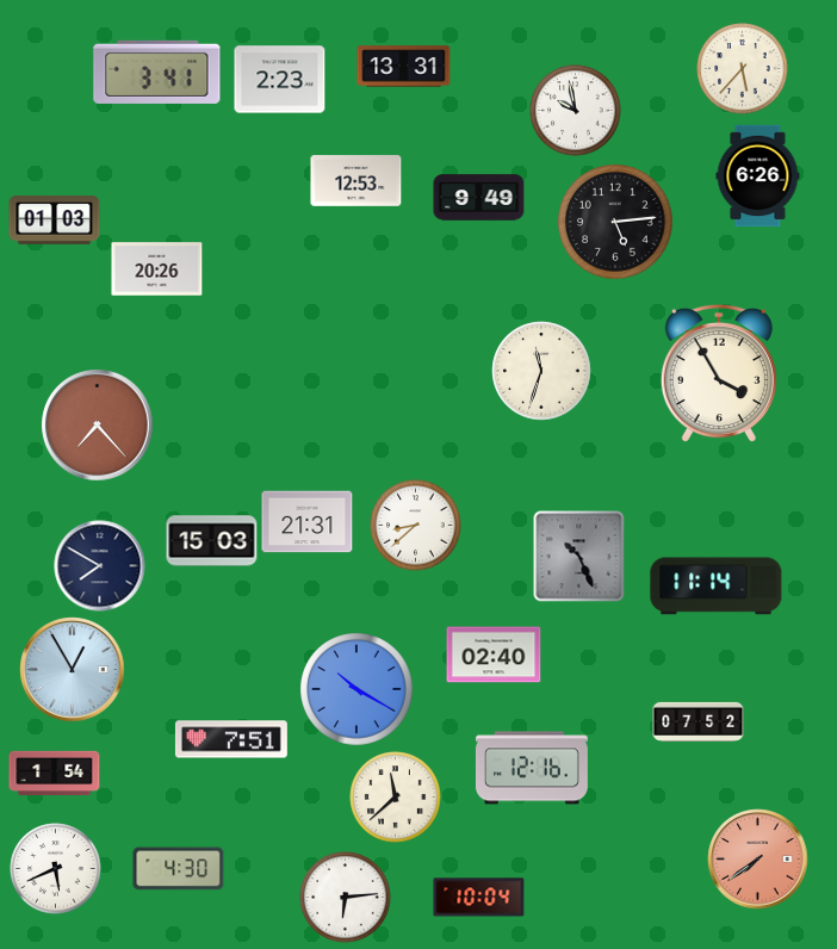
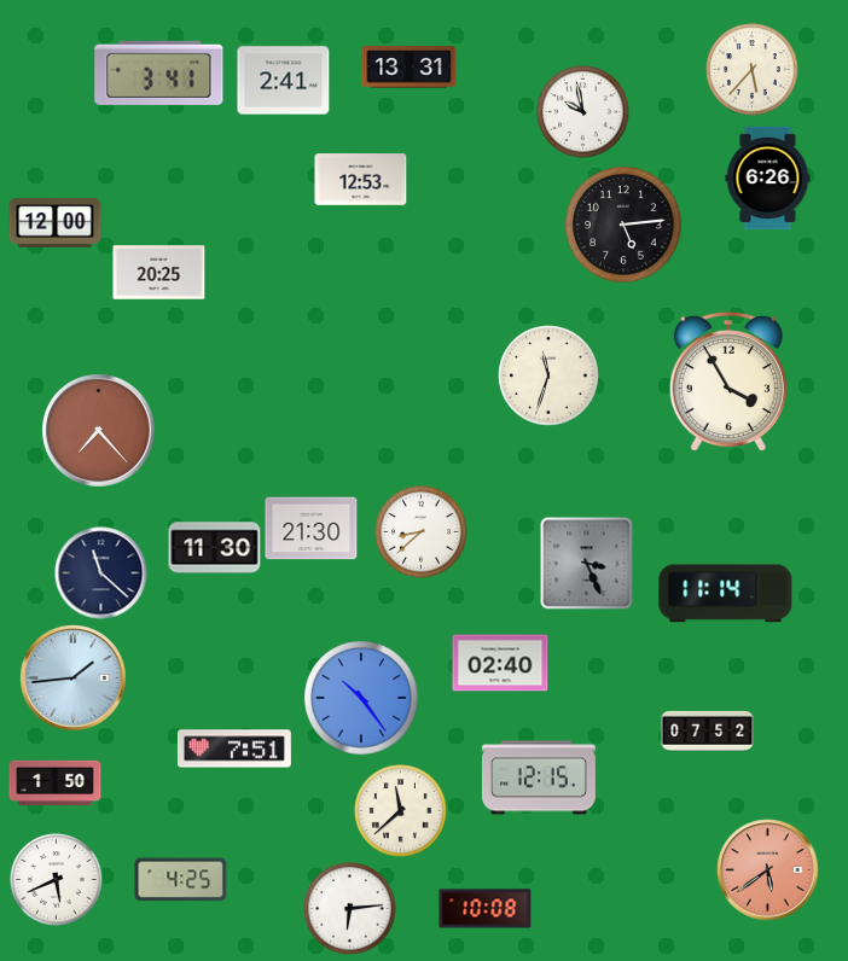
clock at (280, 80): 2:23 -> 2:41
clock at (356, 181) position: (356, 181) -> (361, 180)
clock at (479, 198): 9:49 -> none
clock at (55, 221): 01:03 -> 12:00
clock at (157, 269): 20:26 -> 20:25
clock at (719, 373) position: (719, 373) -> (728, 382)
clock at (308, 522): 21:31 -> 21:30
clock at (212, 541): 15:03 -> 11:30
clock at (579, 557): 10:26 -> 3:26
clock at (100, 566): 7:50 -> 11:22
clock at (73, 670): 12:55 -> 1:44
clock at (356, 689): 10:20 -> 10:24
clock at (532, 768): 12:16 -> 12:15
clock at (55, 774): 1:54 -> 1:50
clock at (396, 798) position: (396, 798) -> (401, 811)
clock at (758, 860): 7:39 -> 5:39
clock at (179, 869): 4:30 -> 4:25
clock at (479, 898): 10:04 -> 10:08
